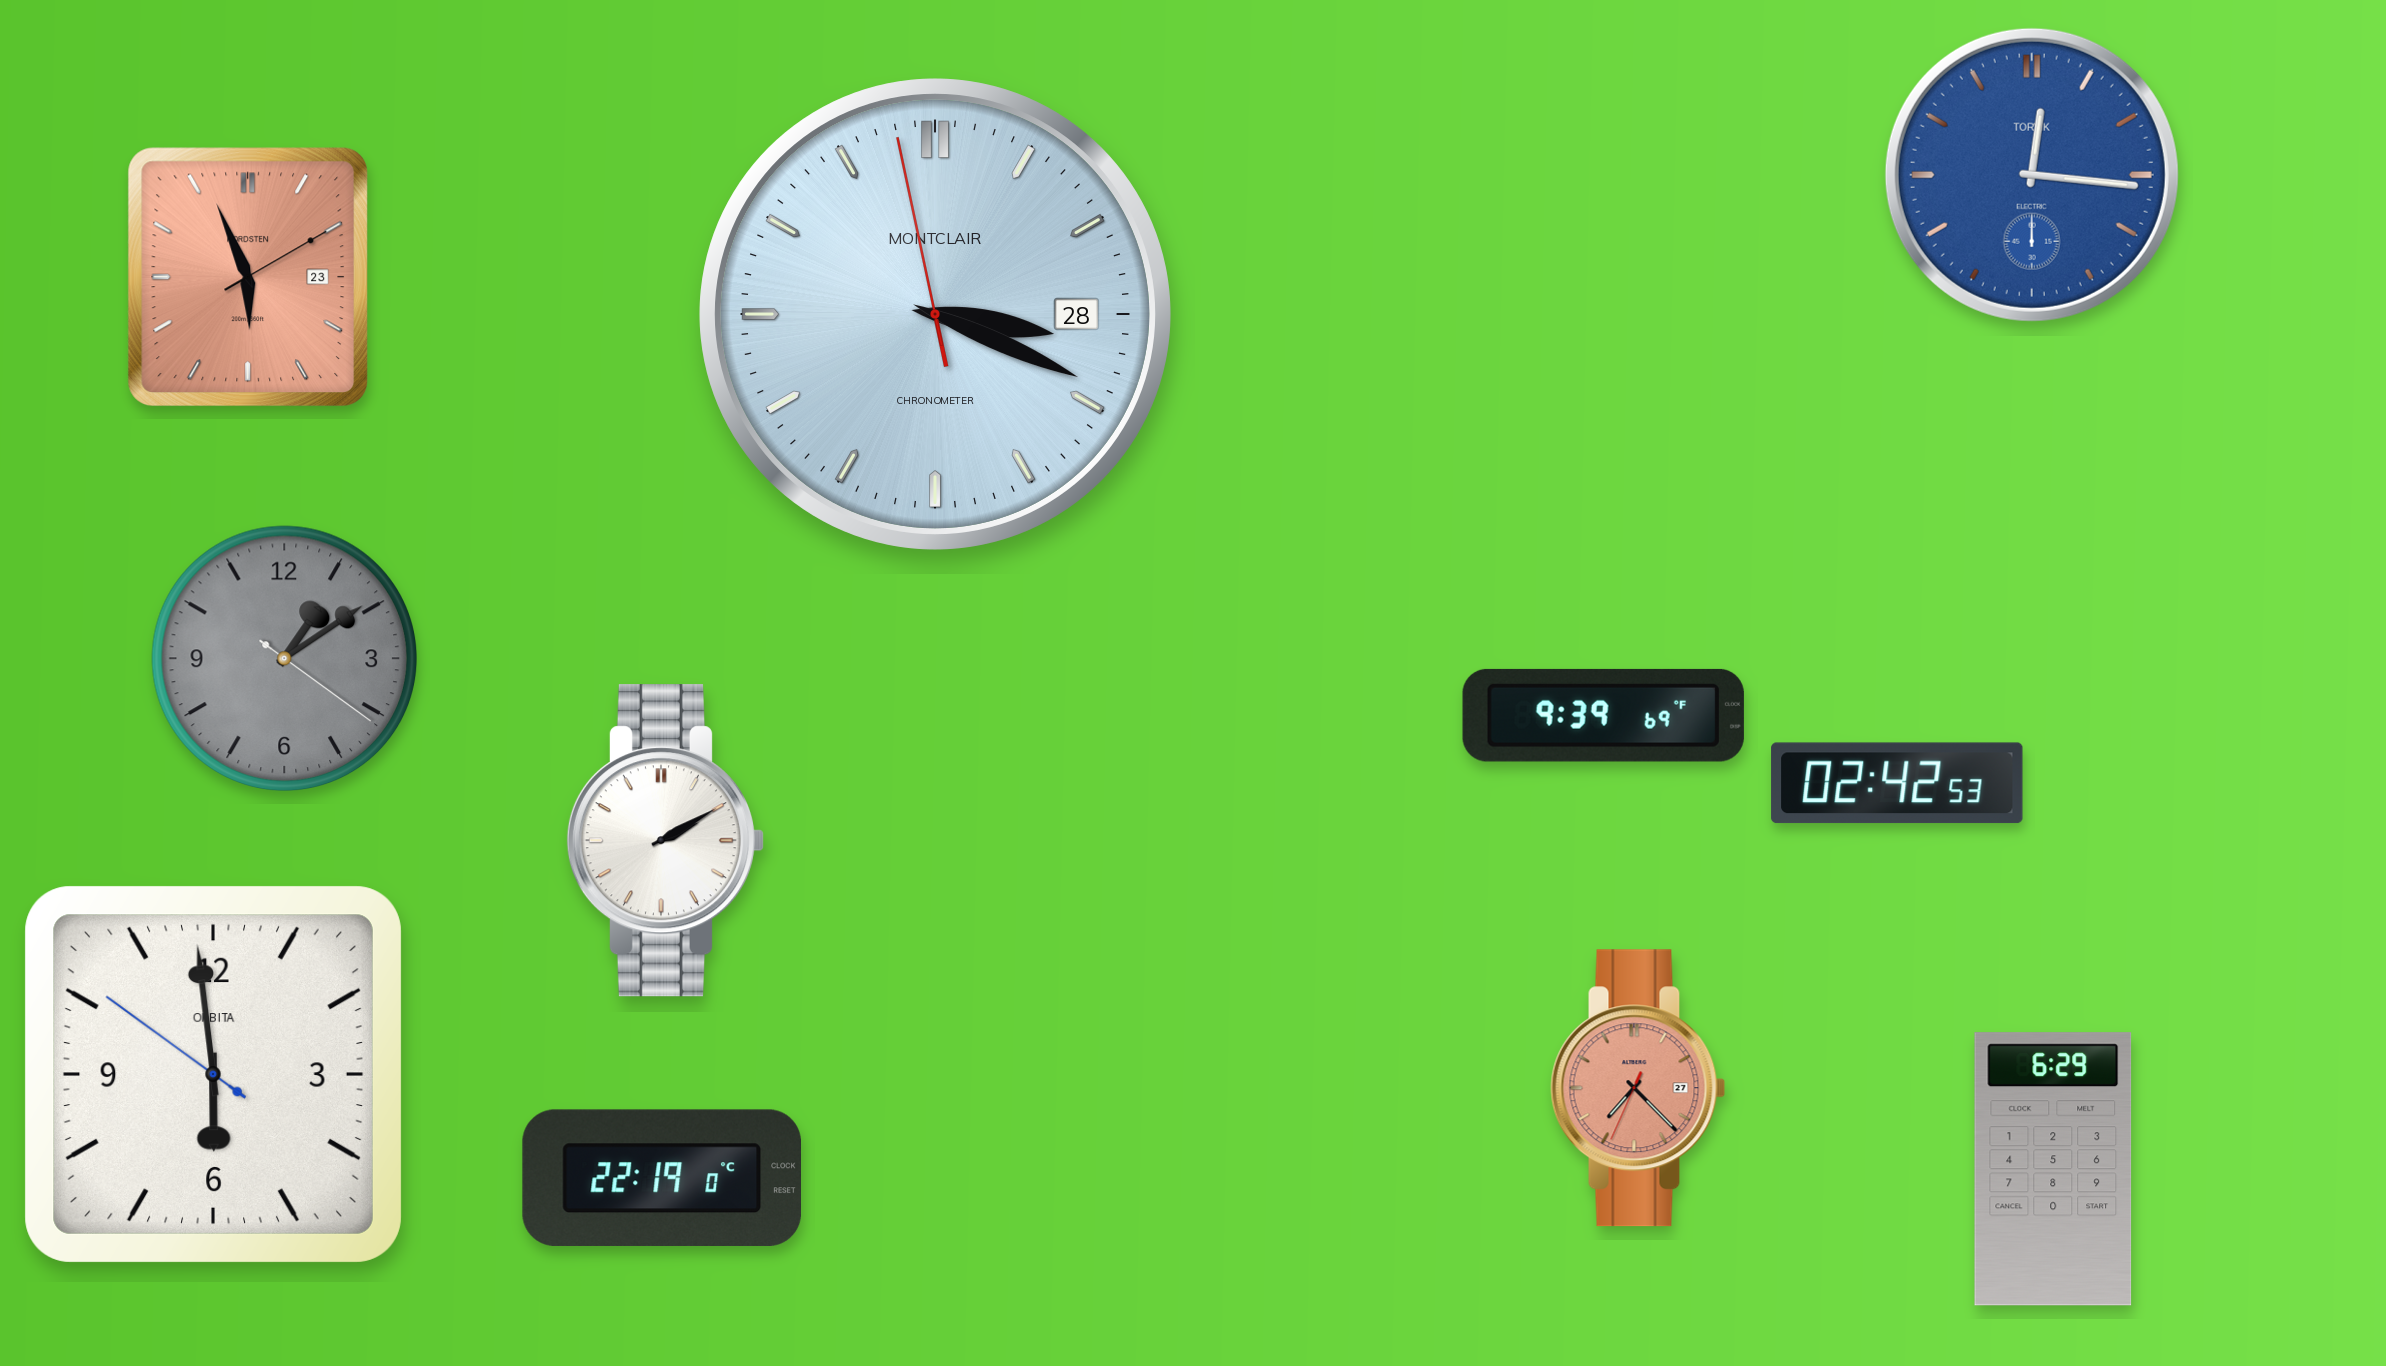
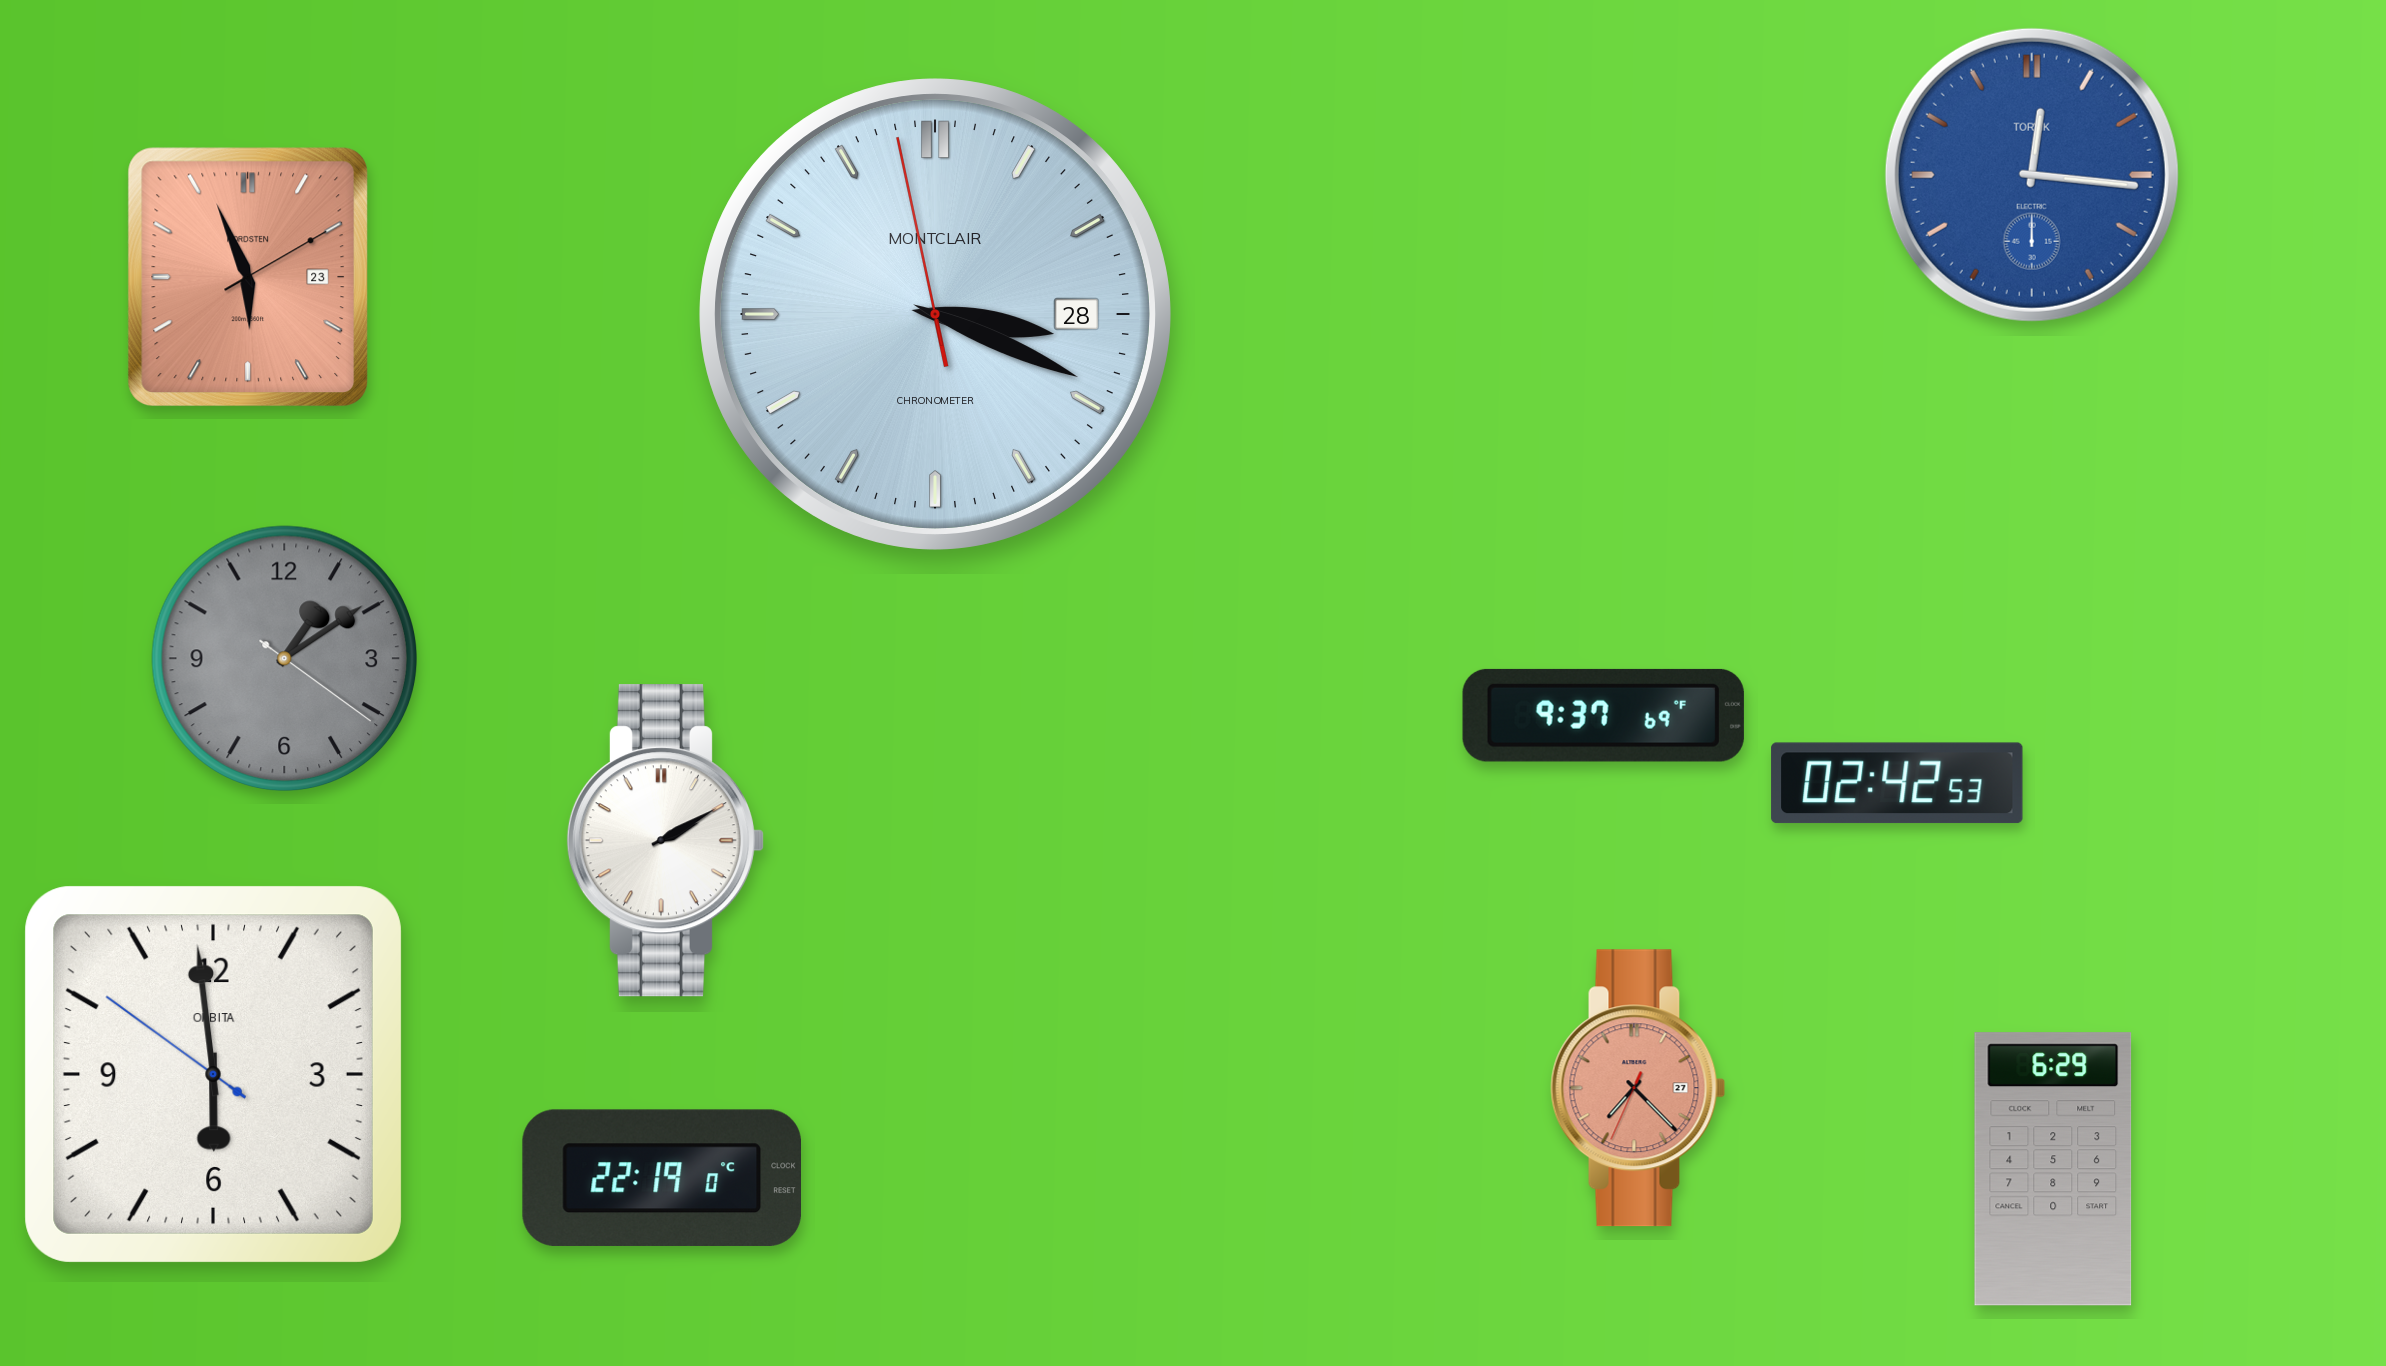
clock at (1603, 715): 9:39 -> 9:37
